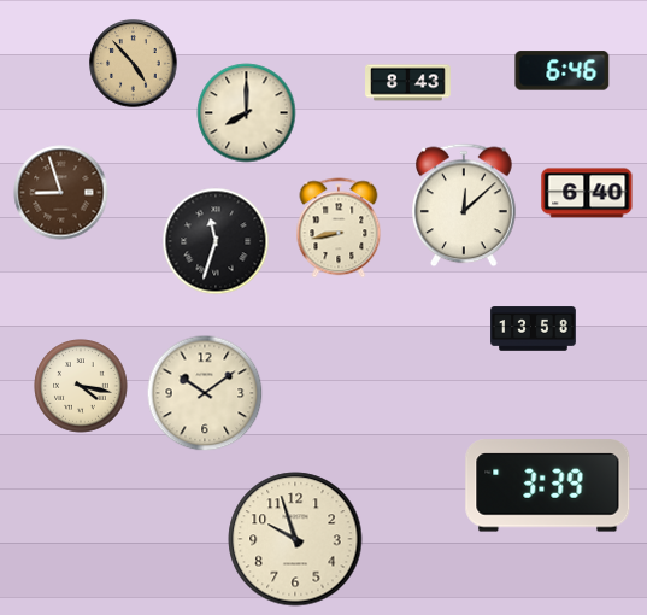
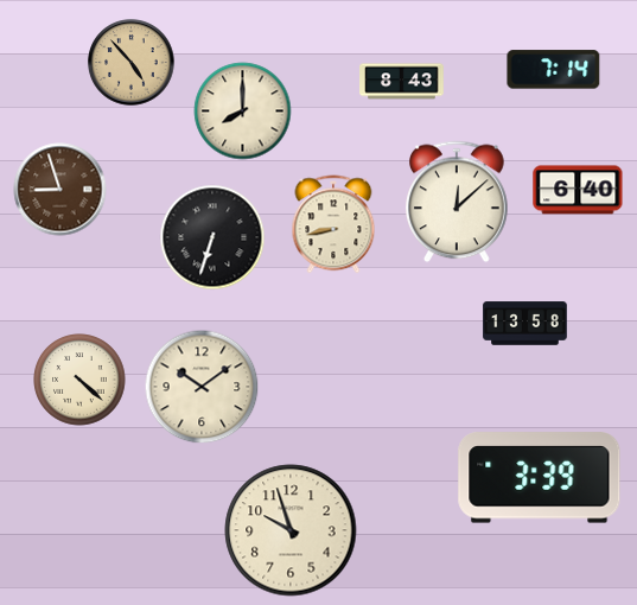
clock at (563, 71): 6:46 -> 7:14
clock at (216, 241): 11:33 -> 6:33
clock at (81, 386): 4:17 -> 4:22
